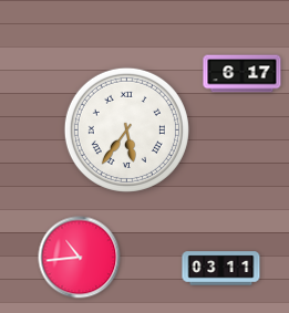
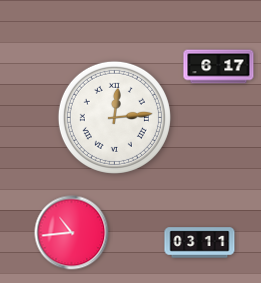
clock at (126, 129): 5:36 -> 12:14
